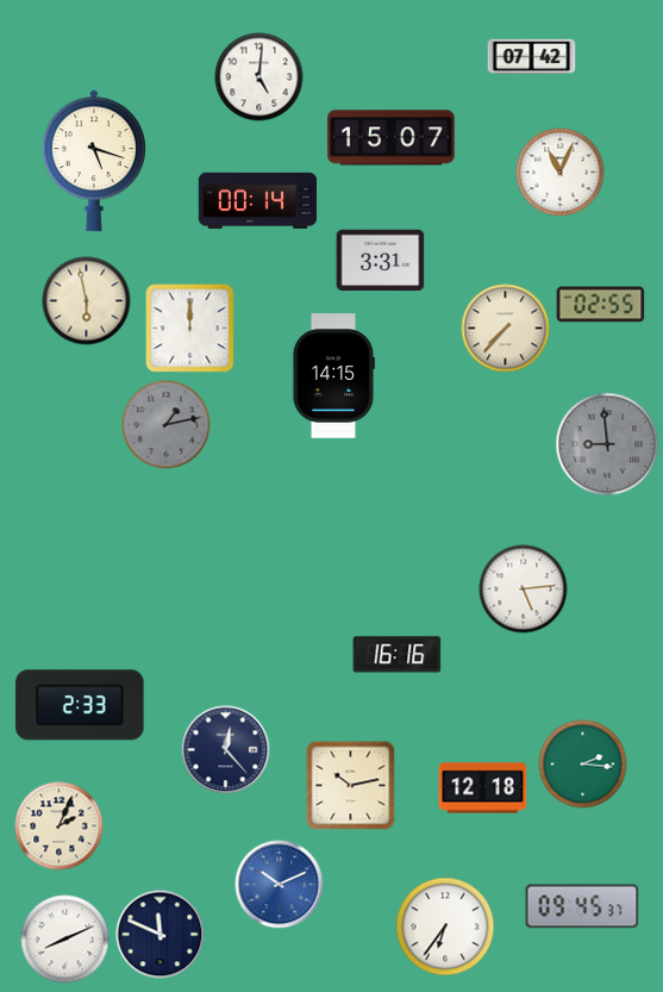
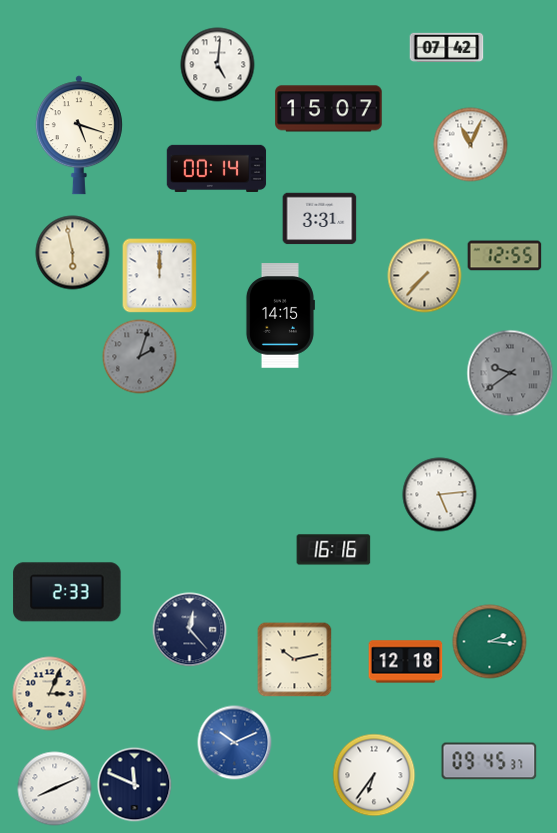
clock at (392, 138) position: (392, 138) -> (329, 109)
clock at (601, 305): 02:55 -> 12:55
clock at (167, 425): 1:13 -> 2:03
clock at (607, 444): 8:59 -> 9:39
clock at (60, 826): 2:04 -> 3:04
clock at (445, 927) position: (445, 927) -> (374, 775)
